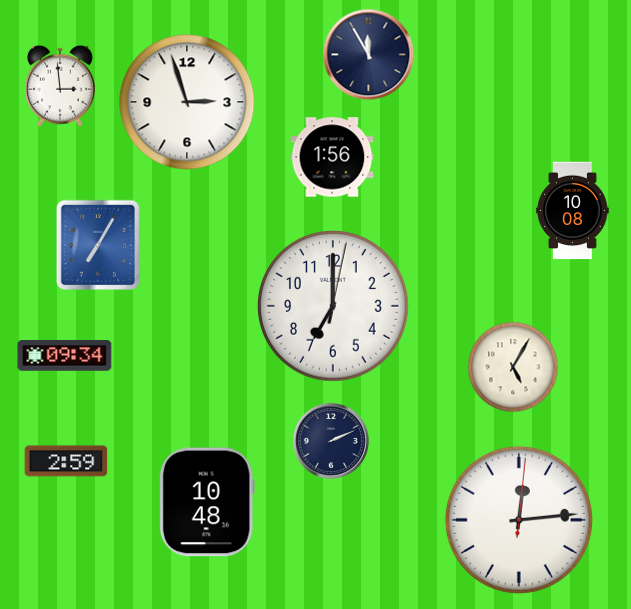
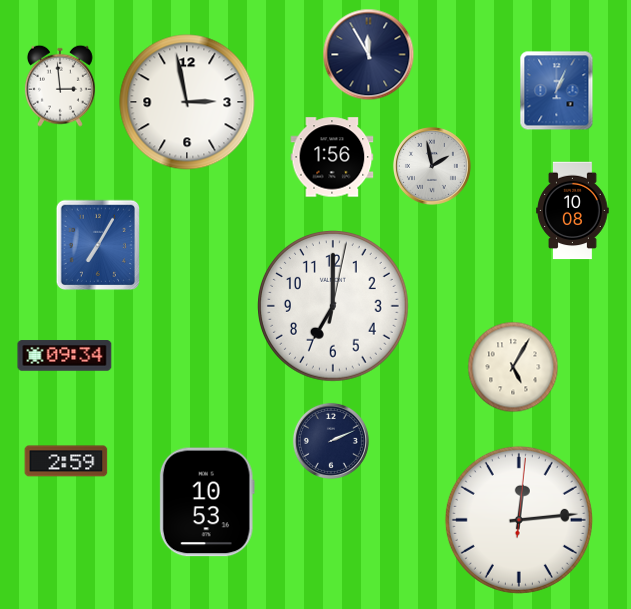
clock at (557, 91): none -> 1:04
clock at (187, 102): 2:57 -> 2:58
clock at (432, 166): none -> 1:58
clock at (207, 502): 10:48 -> 10:53
